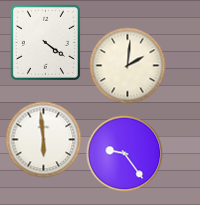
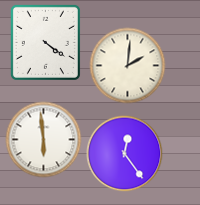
clock at (125, 154): 9:24 -> 12:24
